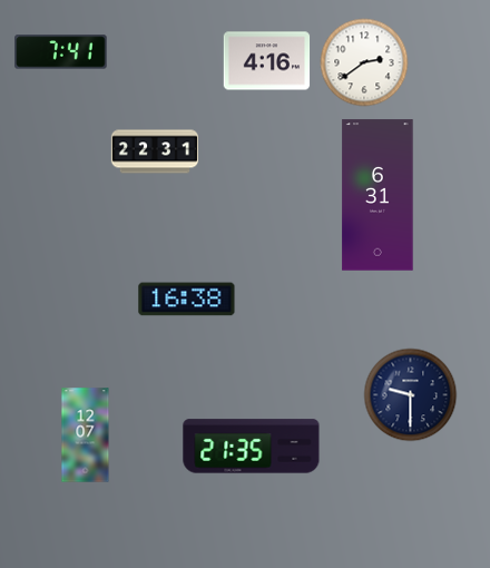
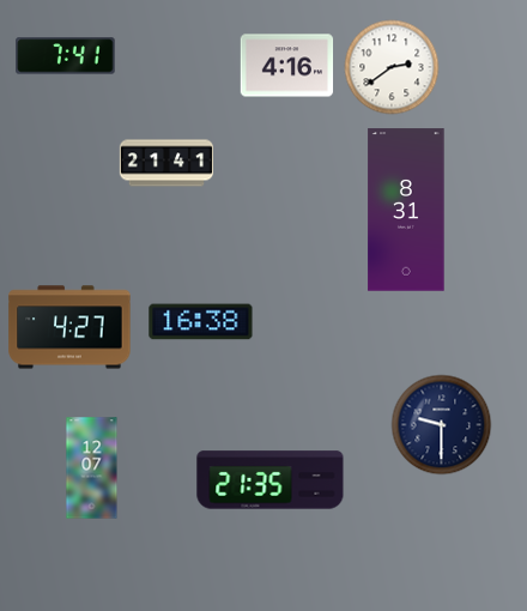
clock at (155, 151): 22:31 -> 21:41
clock at (378, 195): 6:31 -> 8:31
clock at (69, 327): none -> 4:27
